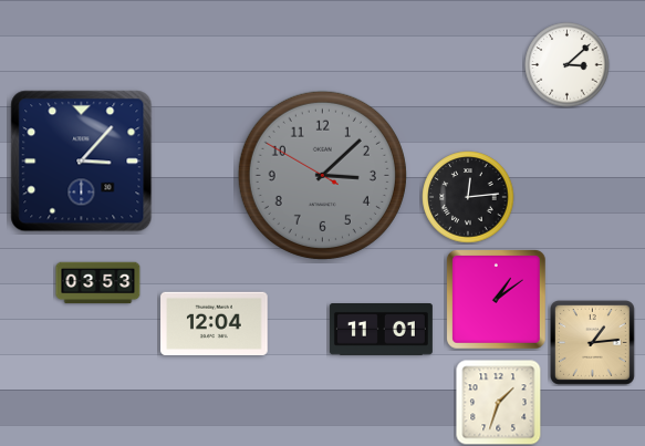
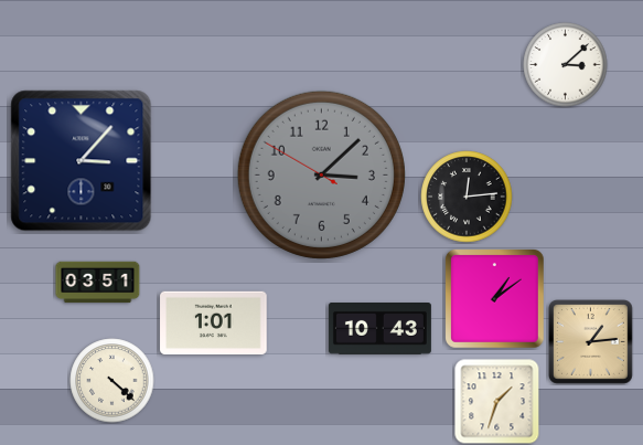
clock at (98, 283): 03:53 -> 03:51
clock at (215, 323): 12:04 -> 1:01
clock at (381, 330): 11:01 -> 10:43
clock at (112, 381): none -> 4:22
